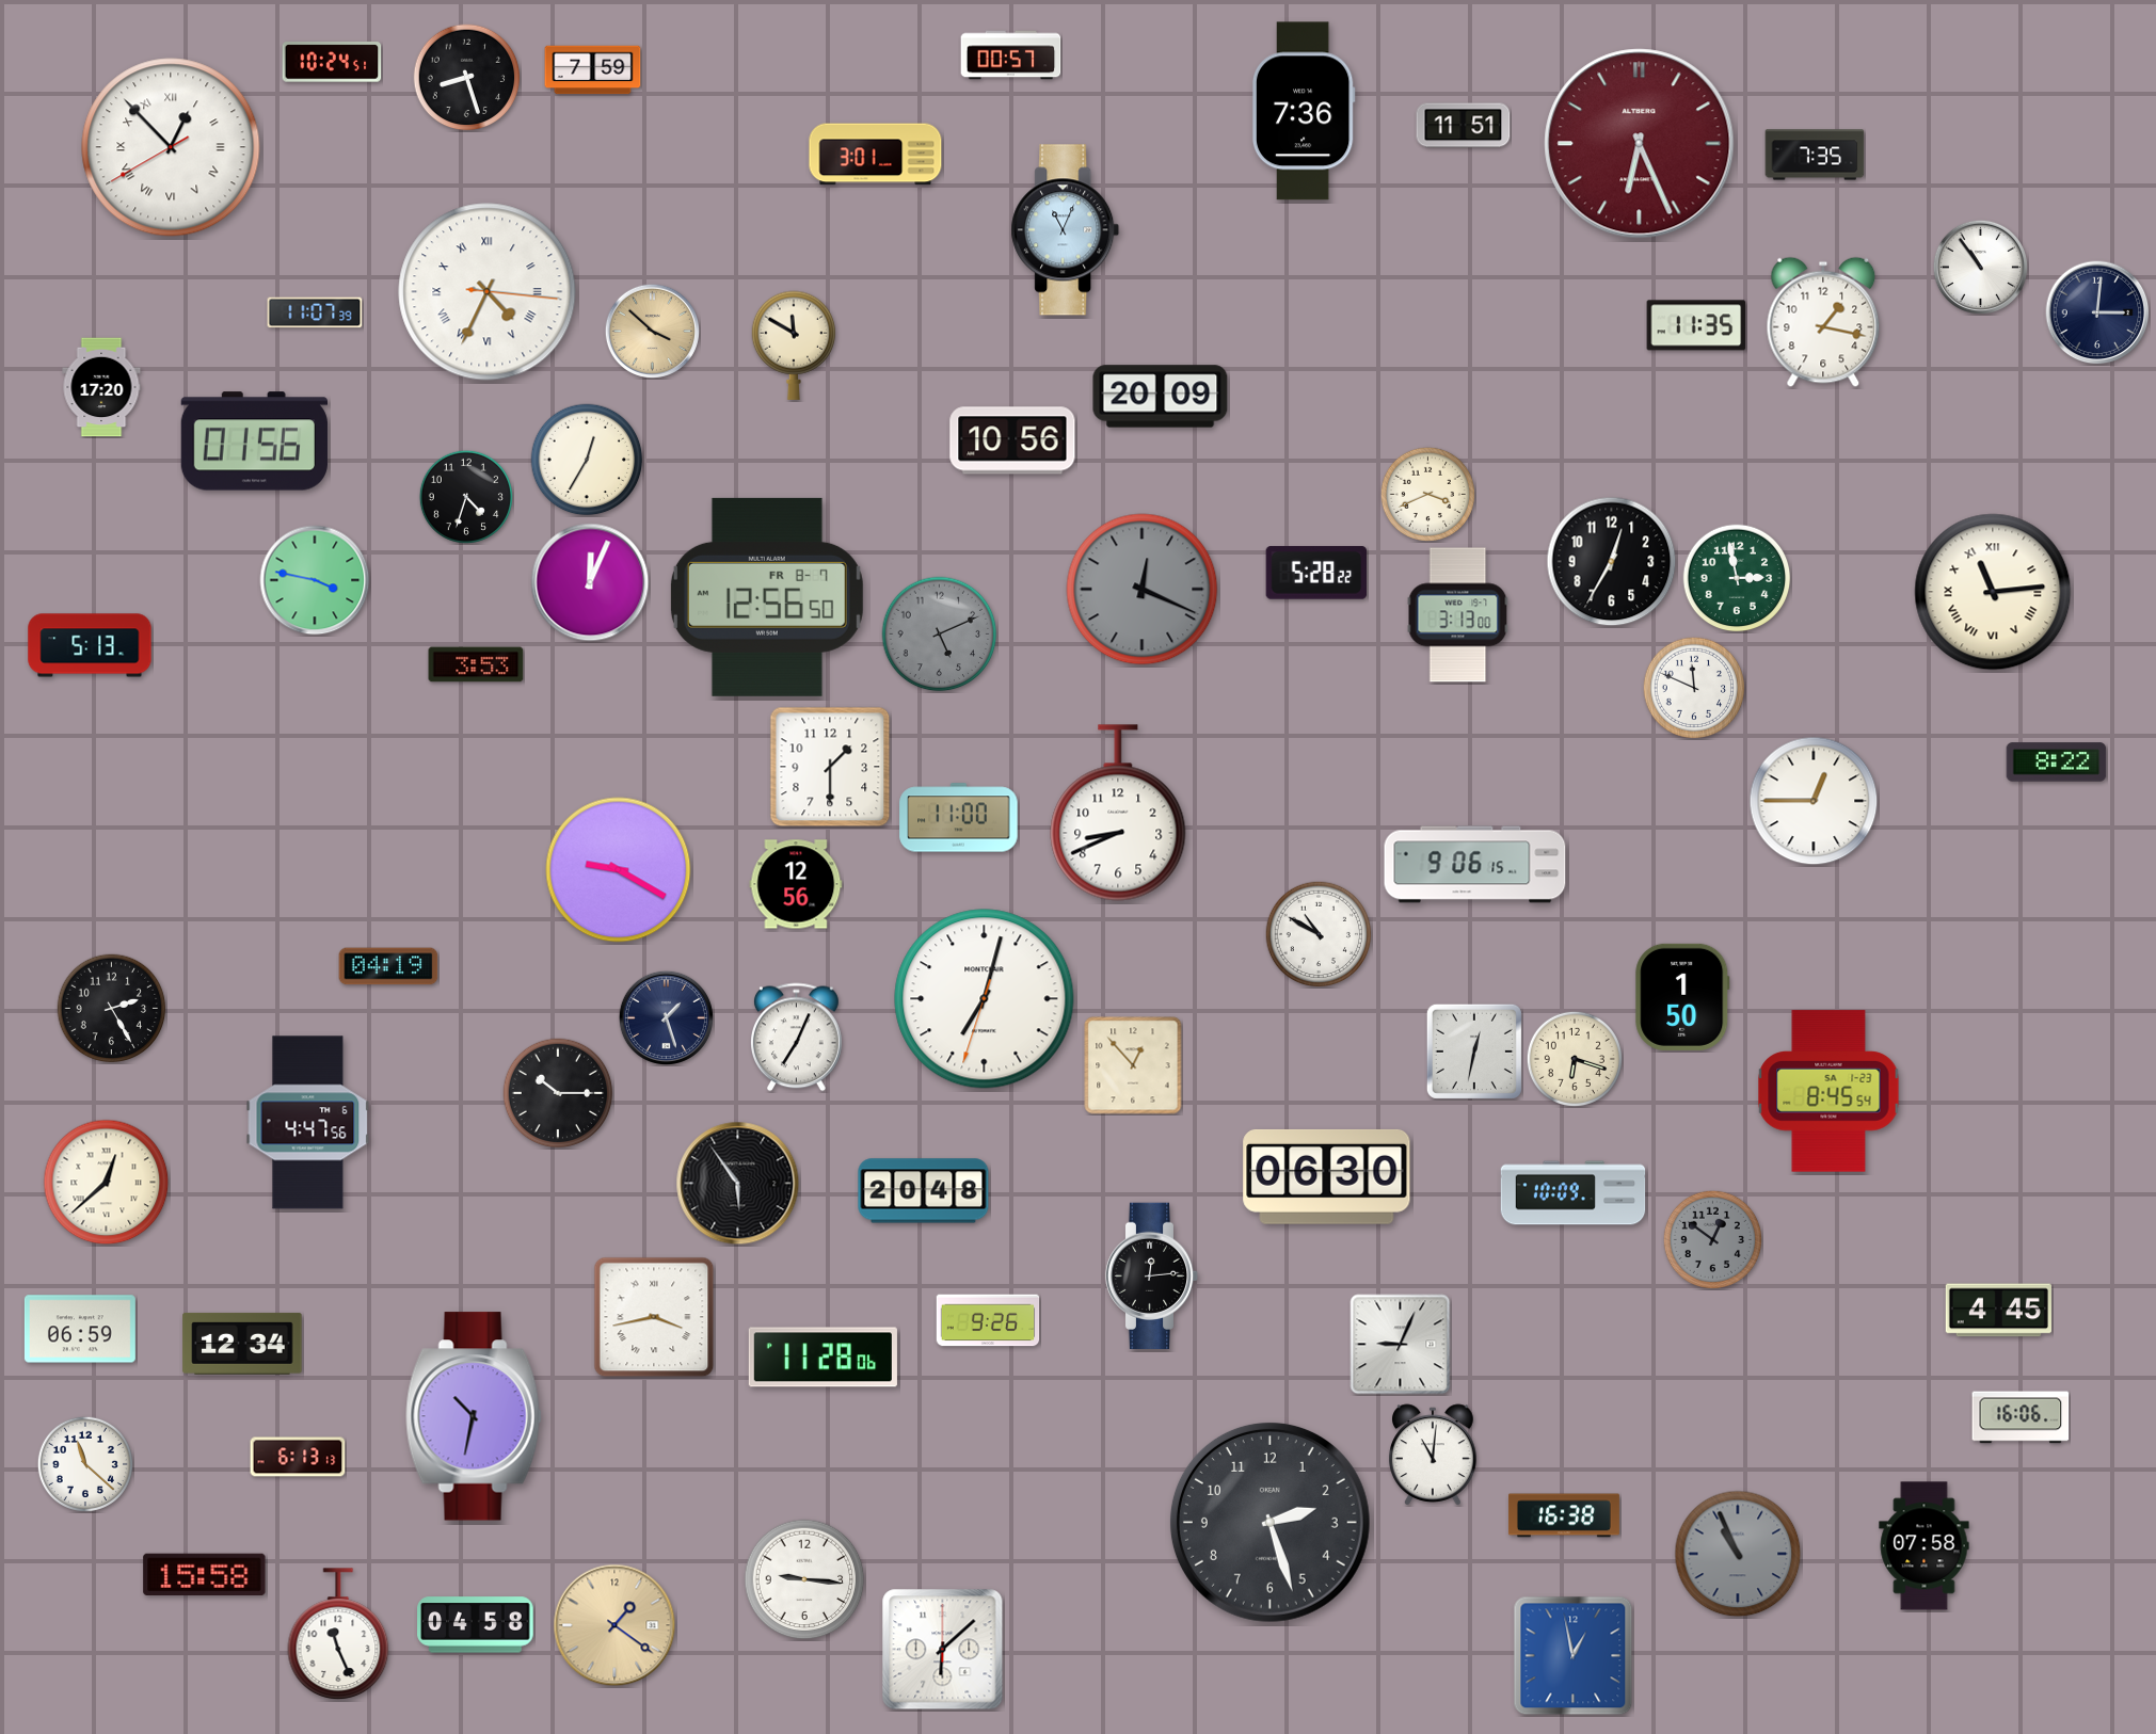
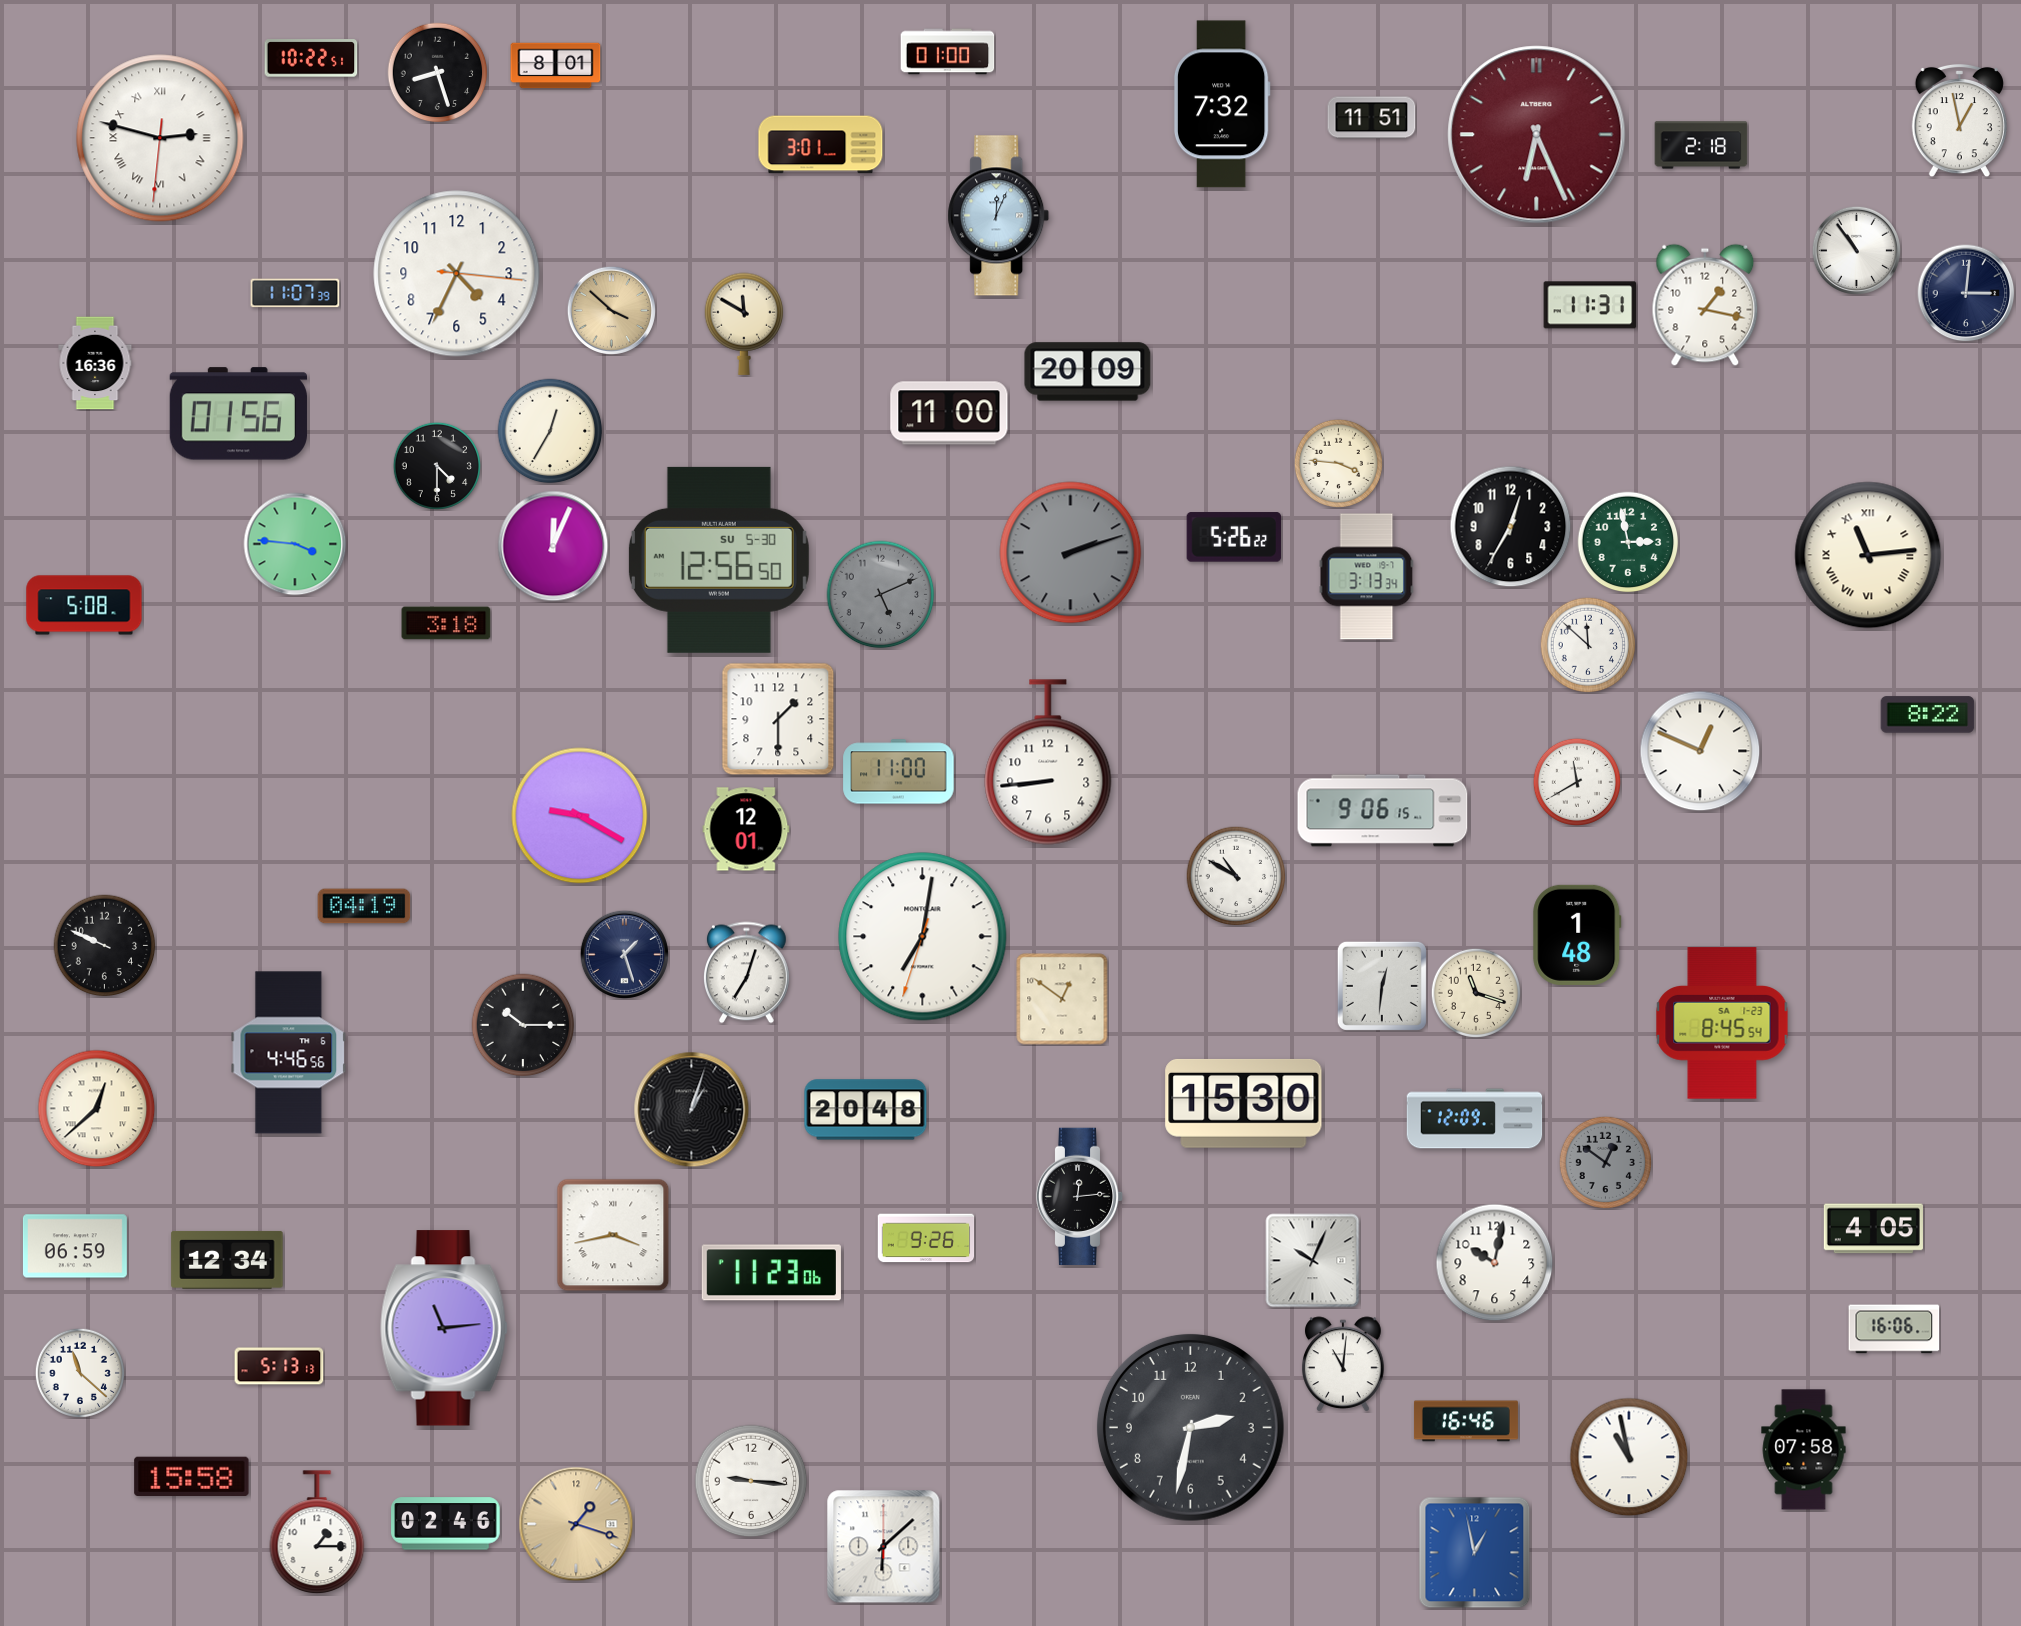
clock at (1011, 55): 00:57 -> 01:00
clock at (332, 62): 10:24 -> 10:22
clock at (593, 70): 7:59 -> 8:01
clock at (1304, 111): 7:36 -> 7:32
clock at (1959, 121): none -> 12:58
clock at (171, 147): 12:52 -> 2:47
clock at (1815, 155): 7:35 -> 2:18
clock at (1066, 230): 11:04 -> 12:04
clock at (488, 292) numerals: Roman -> Arabic
clock at (1823, 322) position: (1823, 322) -> (1705, 305)
clock at (1696, 325): 11:35 -> 11:31
clock at (101, 387): 17:20 -> 16:36
clock at (1012, 440): 10:56 -> 11:00
clock at (1427, 494): 3:41 -> 3:46
clock at (466, 497): 4:33 -> 4:30
clock at (1316, 573): 5:28 -> 5:26
clock at (315, 580): 3:47 -> 3:46
clock at (1143, 590): 12:19 -> 2:12
clock at (767, 597) date: FR 8-7 -> SU 5-30
clock at (1458, 615): 3:13:00 -> 3:13:34
clock at (90, 645): 5:13 -> 5:08
clock at (476, 664): 3:53 -> 3:18
clock at (1694, 688): 11:49 -> 11:52
clock at (1814, 801): 12:45 -> 12:49
clock at (1118, 813): 8:41 -> 8:44
clock at (959, 818) position: (959, 818) -> (899, 772)
clock at (1577, 782): none -> 11:40
clock at (796, 884): 12:56 -> 12:01
clock at (1682, 997): 1:50 -> 1:48
clock at (985, 999): 7:02 -> 7:01
clock at (112, 1009): 2:25 -> 9:49
clock at (796, 1038): 7:04 -> 7:03
clock at (1474, 1051): 12:32 -> 12:31
clock at (1574, 1058): 6:18 -> 11:18
clock at (1133, 1065): 12:53 -> 12:51
clock at (1828, 1091) position: (1828, 1091) -> (1722, 1023)
clock at (308, 1123): 4:47 -> 4:46
clock at (1327, 1176): 06:30 -> 15:30
clock at (107, 1183) position: (107, 1183) -> (97, 1109)
clock at (738, 1184): 5:54 -> 1:03
clock at (924, 1191) position: (924, 1191) -> (866, 1110)
clock at (1574, 1193): 10:09 -> 12:09
clock at (1998, 1311): 4:45 -> 4:05
clock at (1401, 1345): 9:04 -> 10:04
clock at (1495, 1263): none -> 10:02
clock at (823, 1358): 11:28 -> 11:23
clock at (474, 1416): 10:32 -> 11:14
clock at (298, 1457): 6:13 -> 5:13
clock at (1564, 1515): 16:38 -> 16:46
clock at (1269, 1522): 2:27 -> 2:32
clock at (1738, 1554): 10:56 -> 10:58
clock at (1738, 1554) dial: grey -> white
clock at (804, 1579) position: (804, 1579) -> (751, 1481)
clock at (476, 1625): 04:58 -> 02:46
clock at (614, 1625): 1:21 -> 1:18
clock at (338, 1635): 11:26 -> 1:15
